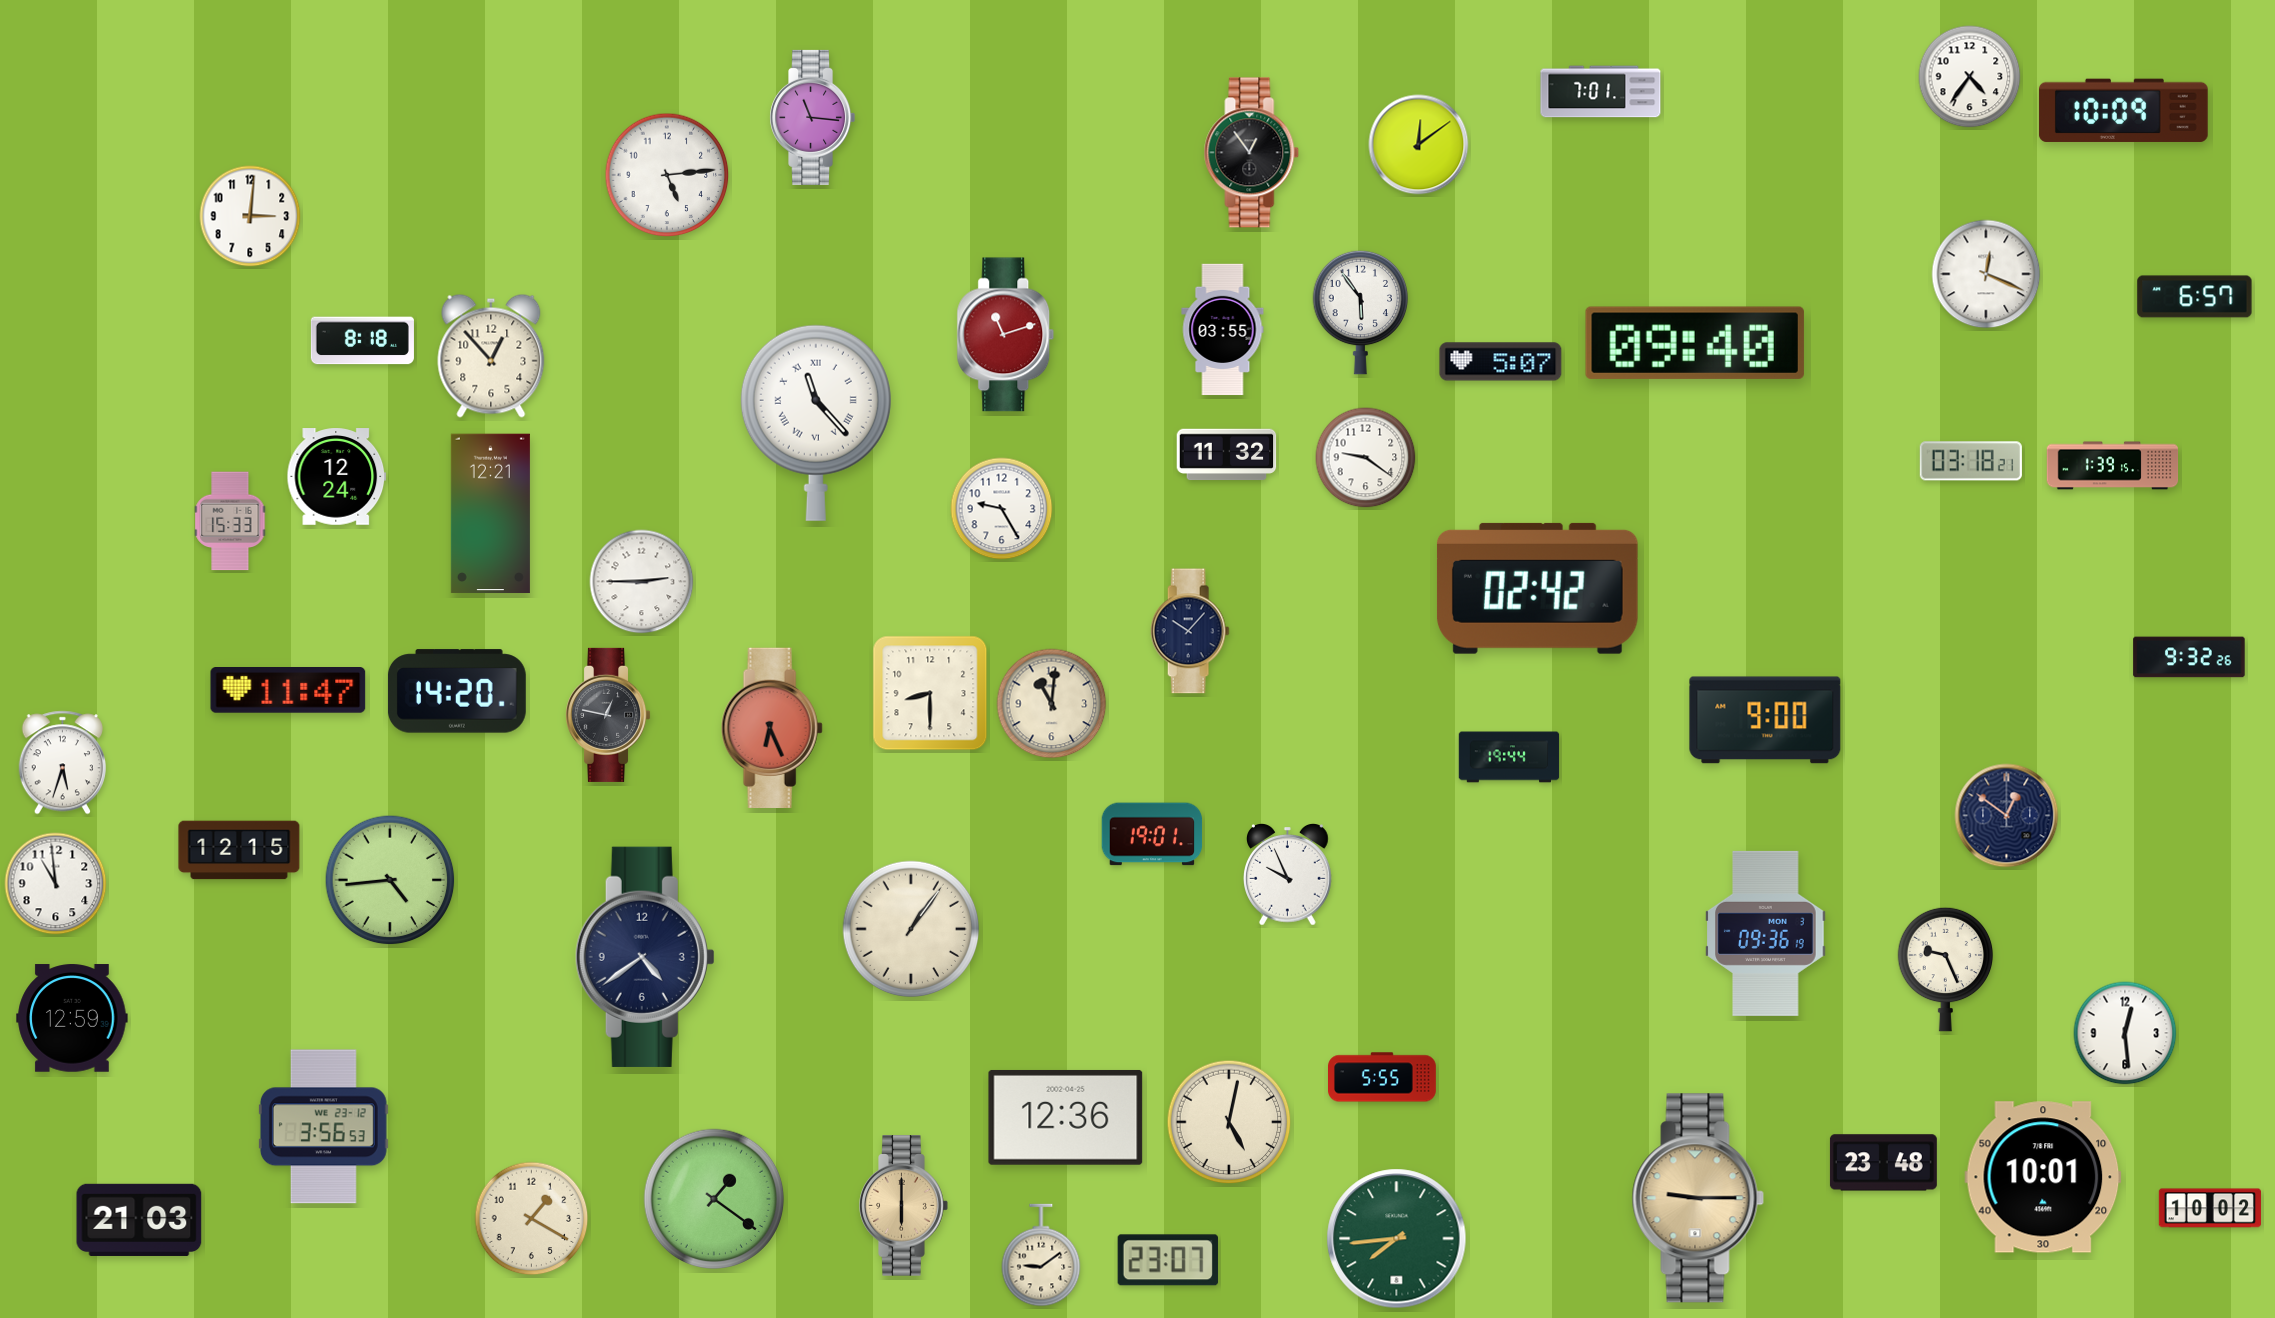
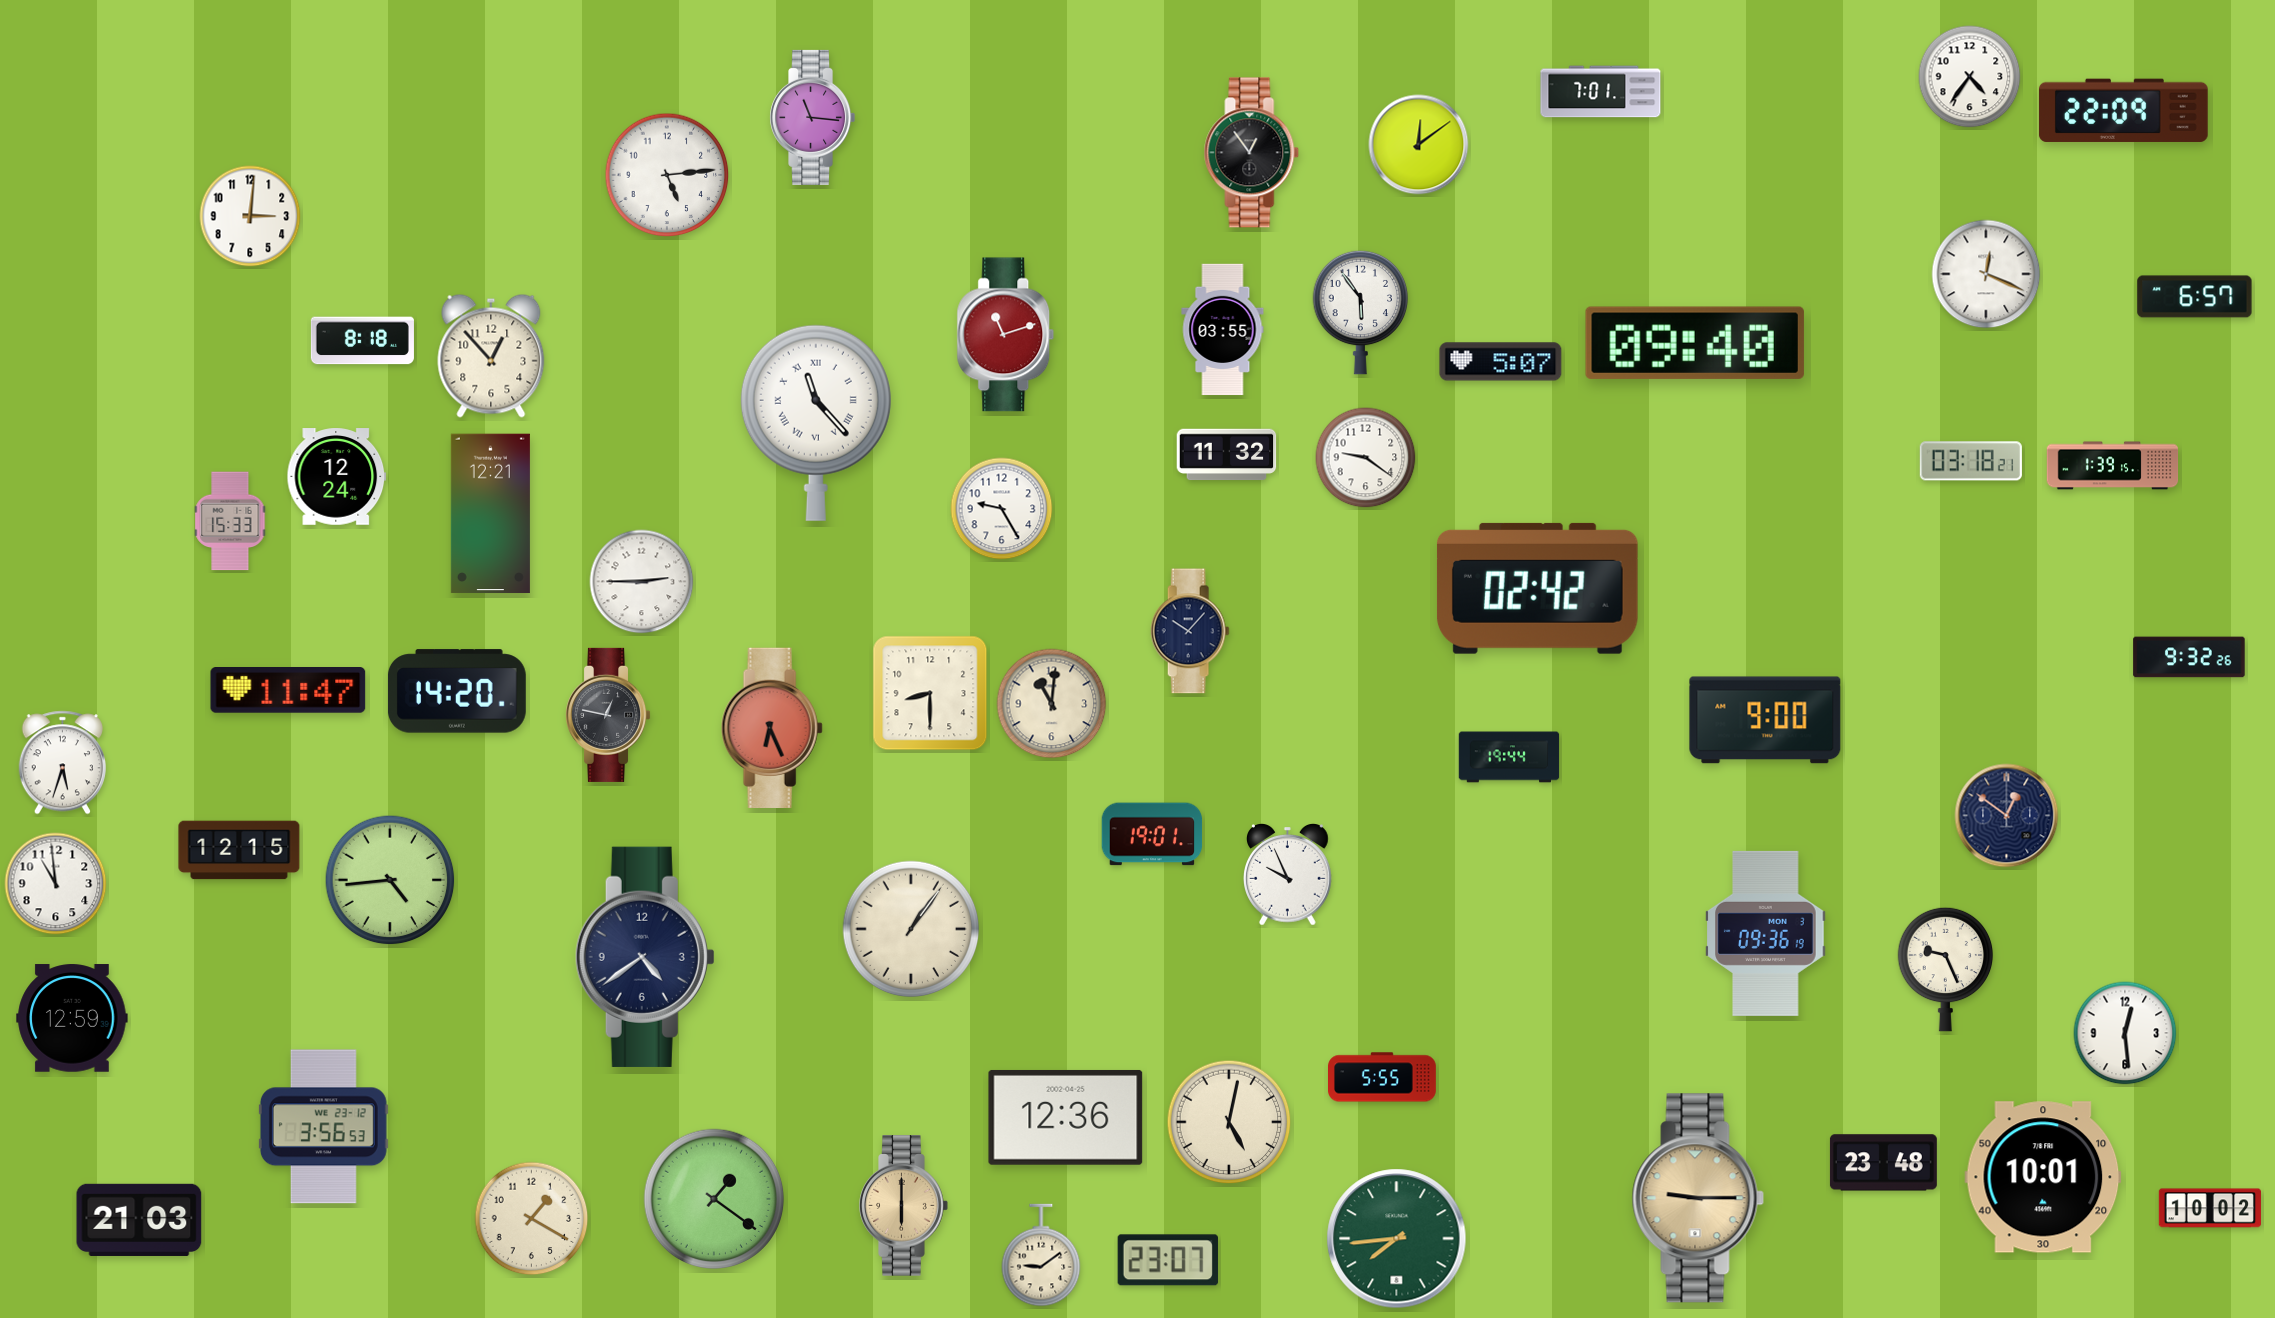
clock at (2123, 110): 10:09 -> 22:09
